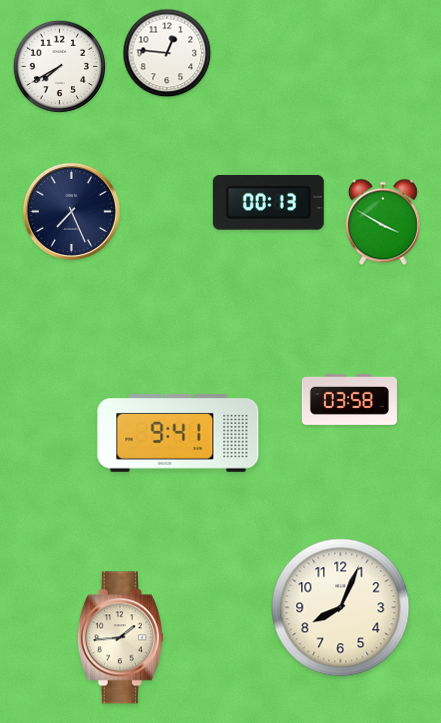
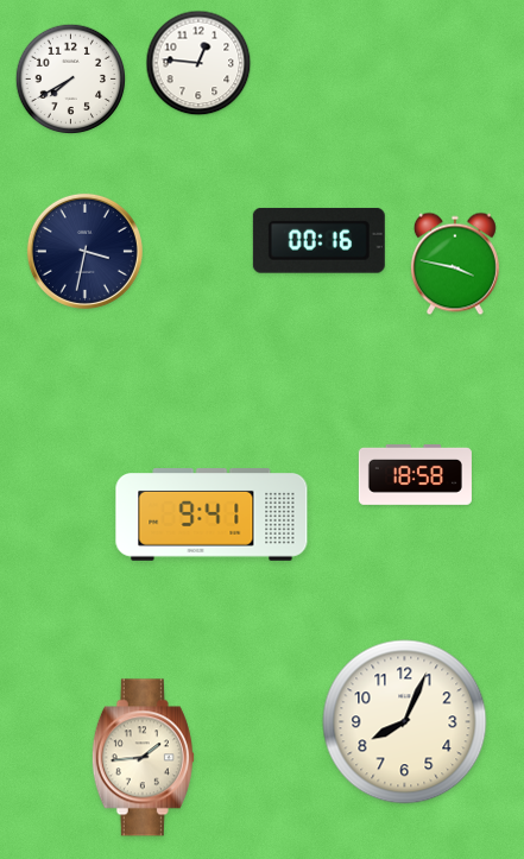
clock at (268, 202): 00:13 -> 00:16
clock at (71, 211): 7:26 -> 3:32
clock at (383, 222): 3:50 -> 3:47
clock at (349, 399): 03:58 -> 18:58
